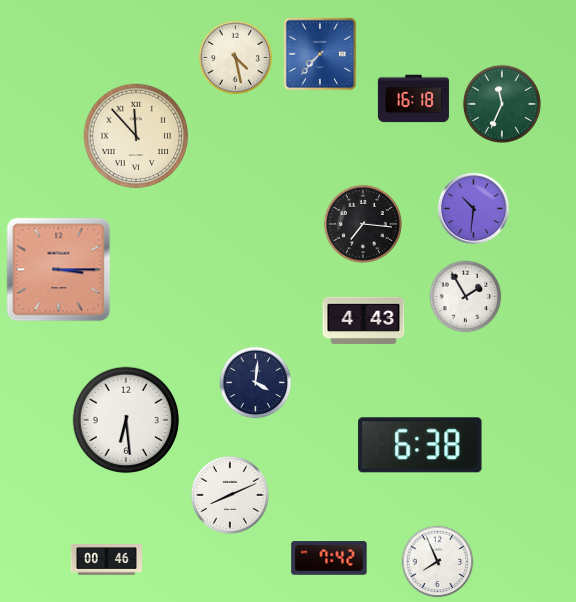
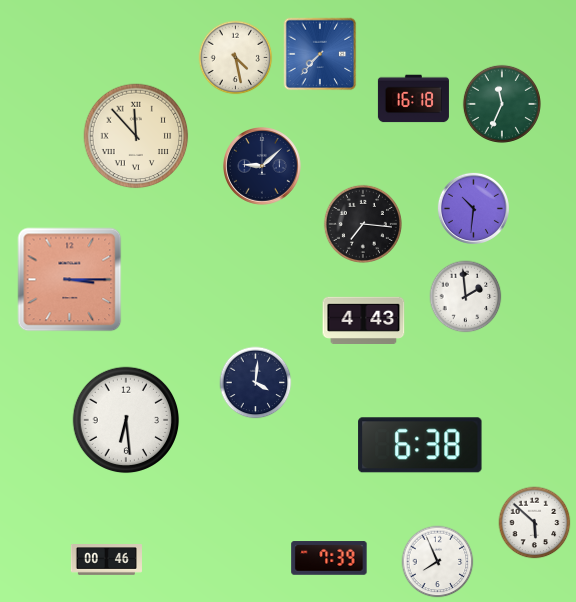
clock at (263, 167): none -> 9:08
clock at (59, 270) position: (59, 270) -> (70, 280)
clock at (466, 297): 1:55 -> 1:59
clock at (230, 495): 8:11 -> none
clock at (535, 523): none -> 5:52
clock at (329, 558): 7:42 -> 7:39
